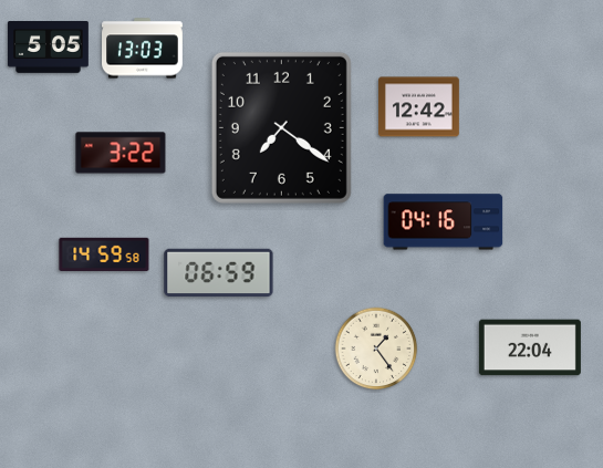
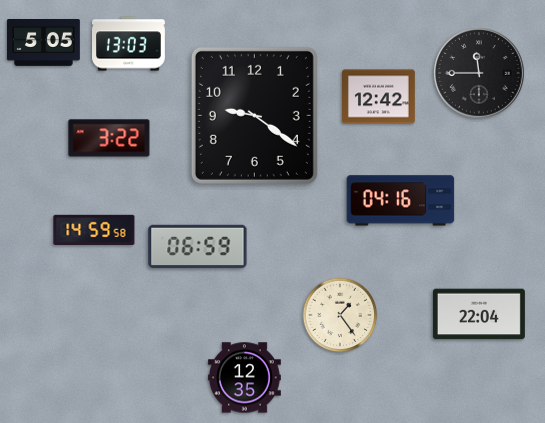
clock at (480, 74): none -> 11:45
clock at (281, 127): 7:21 -> 9:21
clock at (245, 378): none -> 12:35
